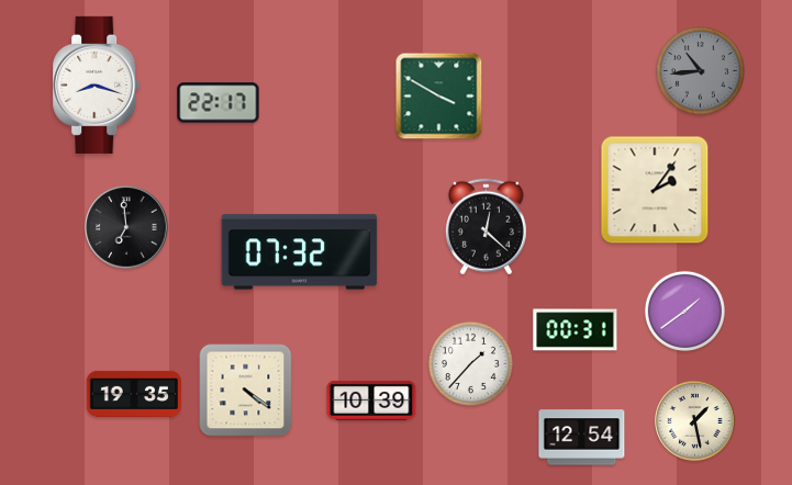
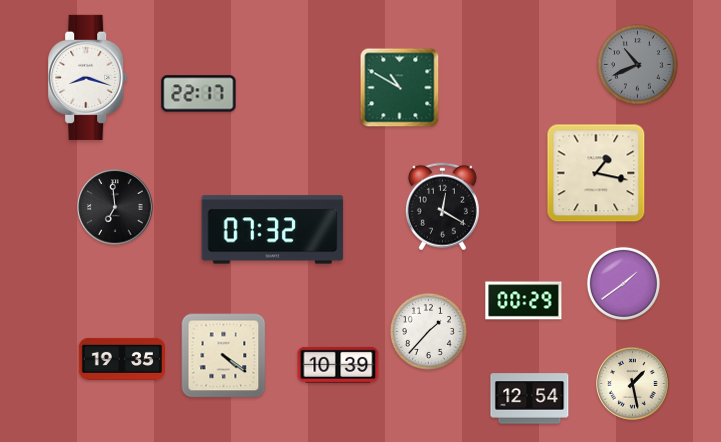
clock at (701, 71): 10:44 -> 10:41
clock at (439, 97): 3:50 -> 10:50
clock at (655, 190): 2:06 -> 1:17
clock at (486, 227): 12:22 -> 12:20
clock at (576, 330): 00:31 -> 00:29
